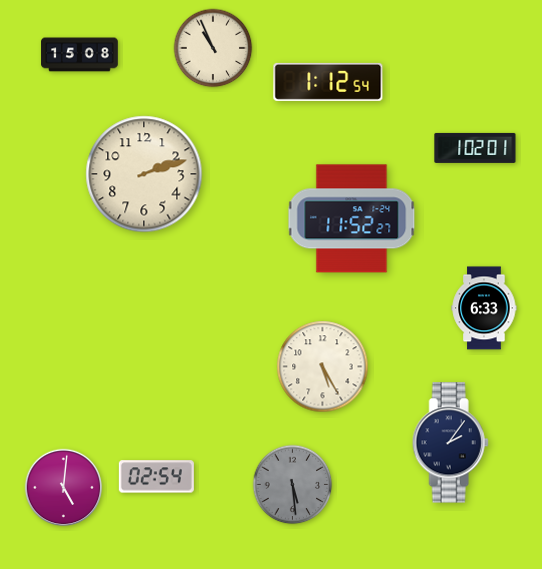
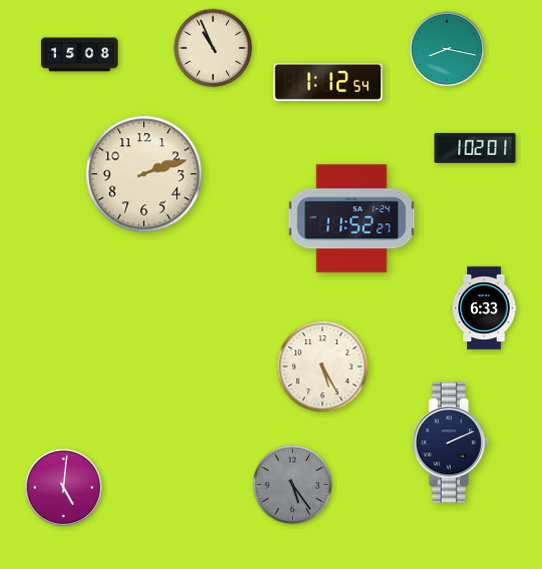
clock at (447, 49): none -> 8:17
clock at (450, 443): 2:06 -> 2:11
clock at (156, 477): 02:54 -> none
clock at (293, 485): 5:29 -> 5:24
